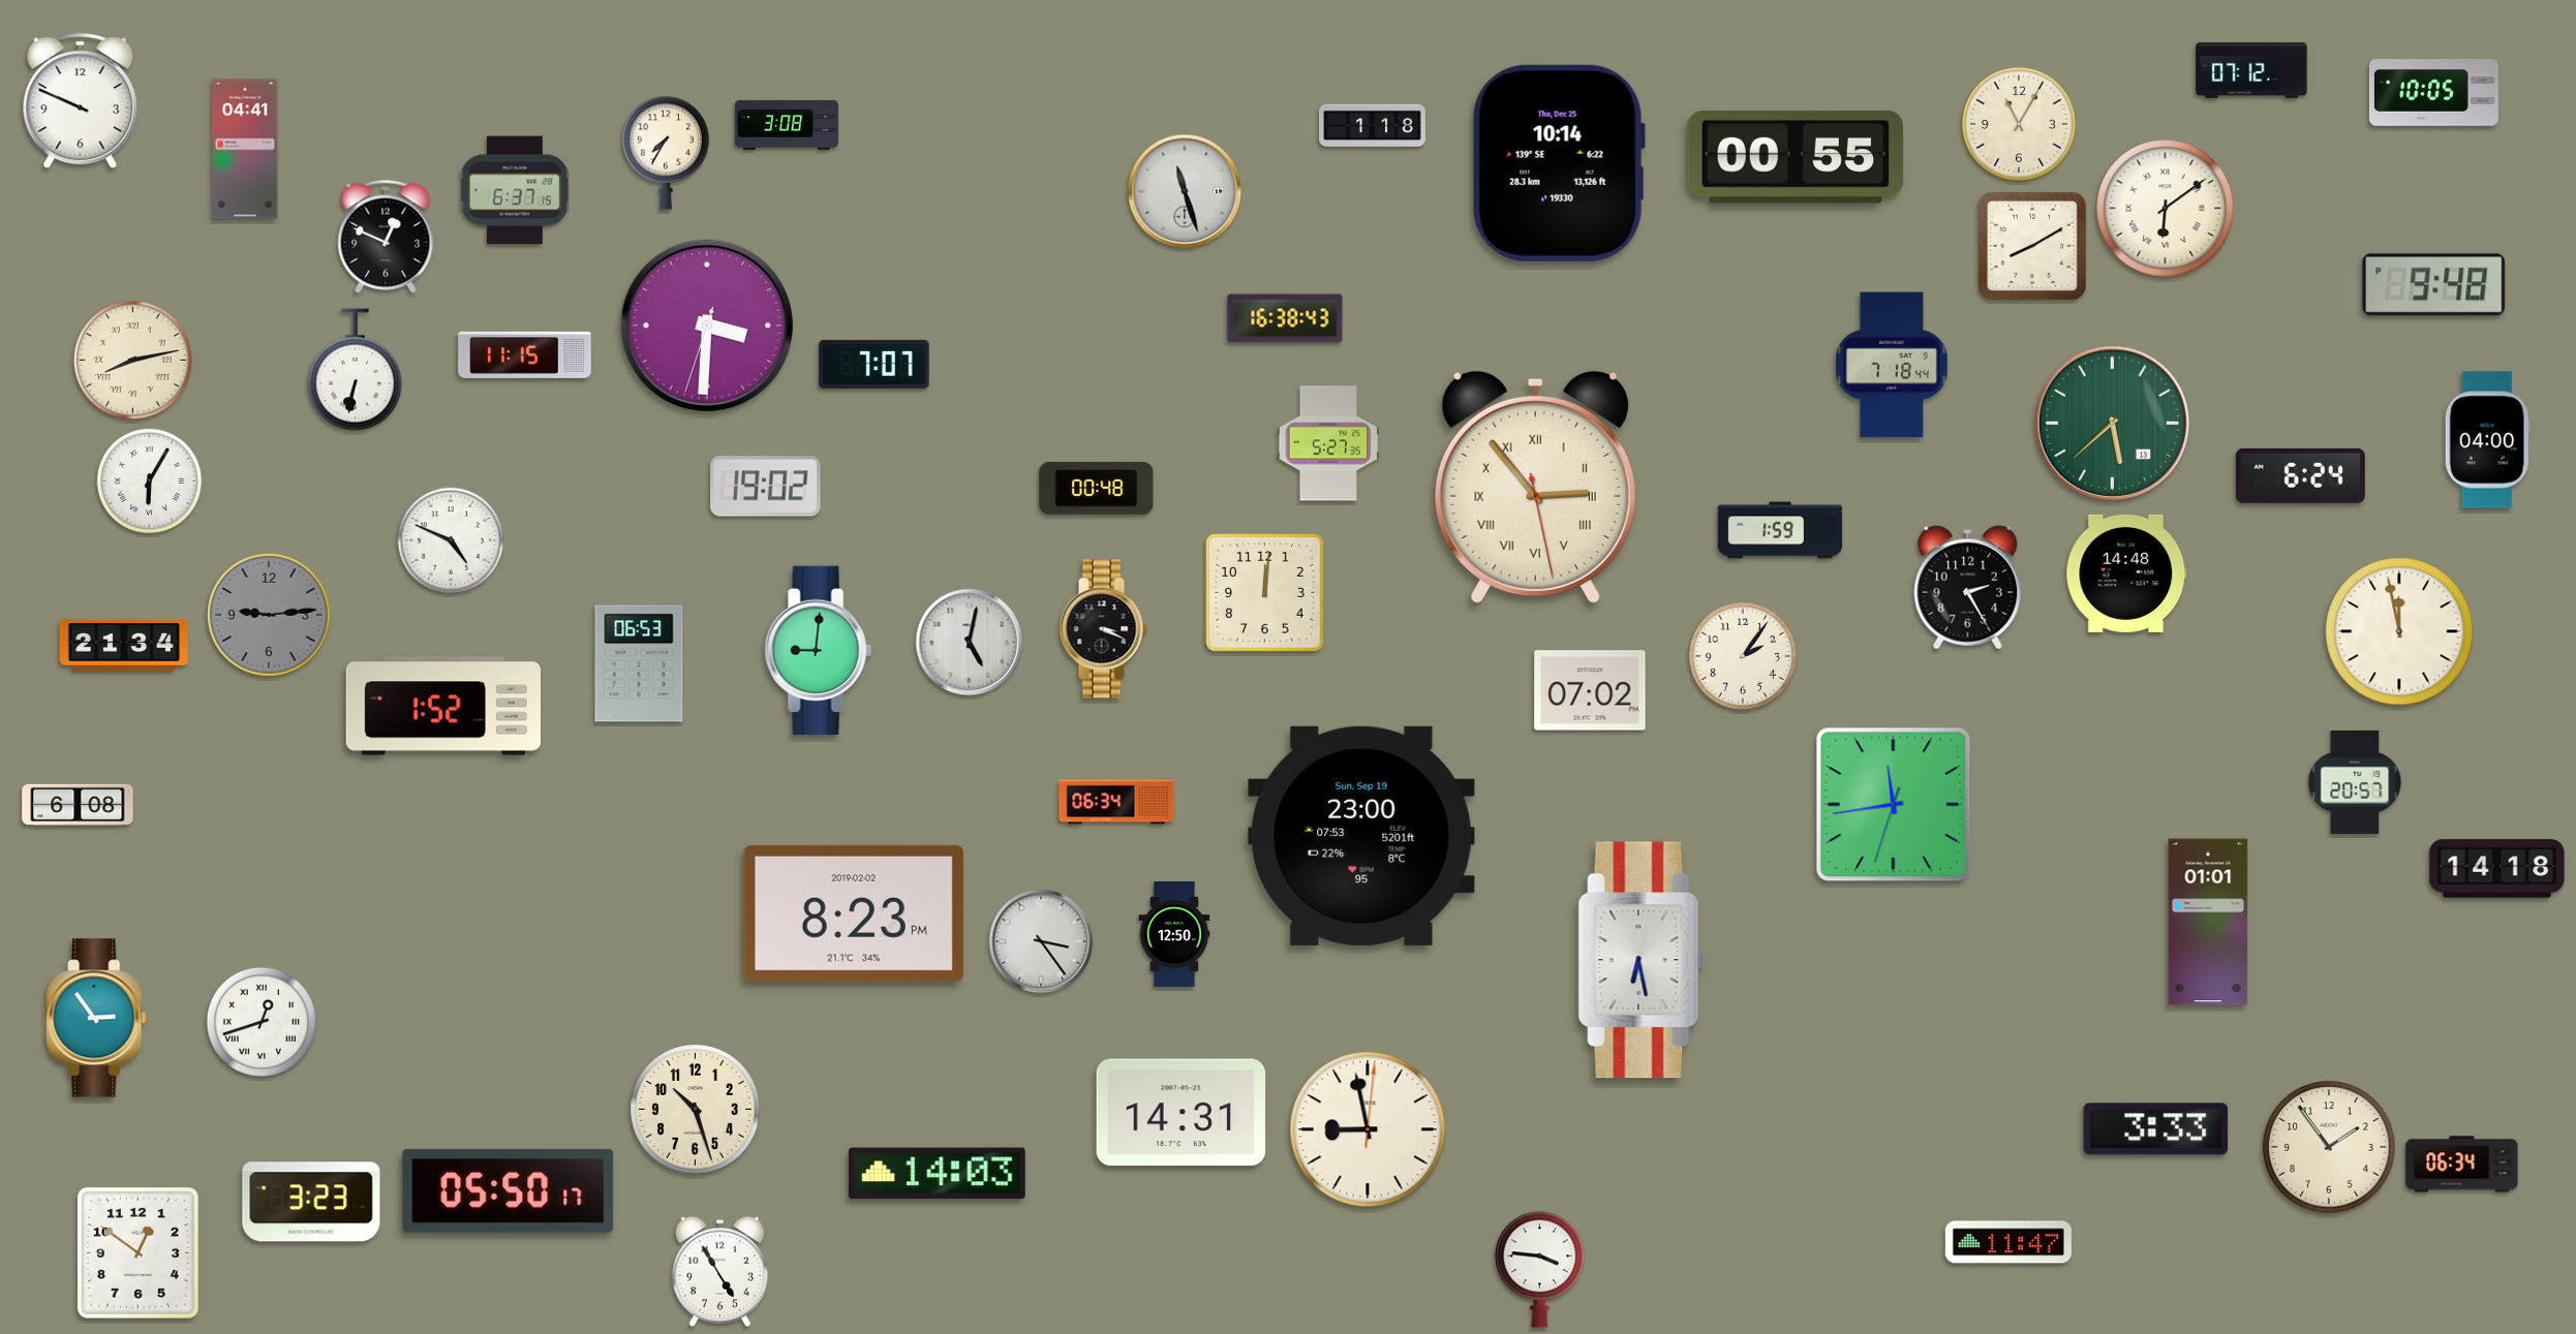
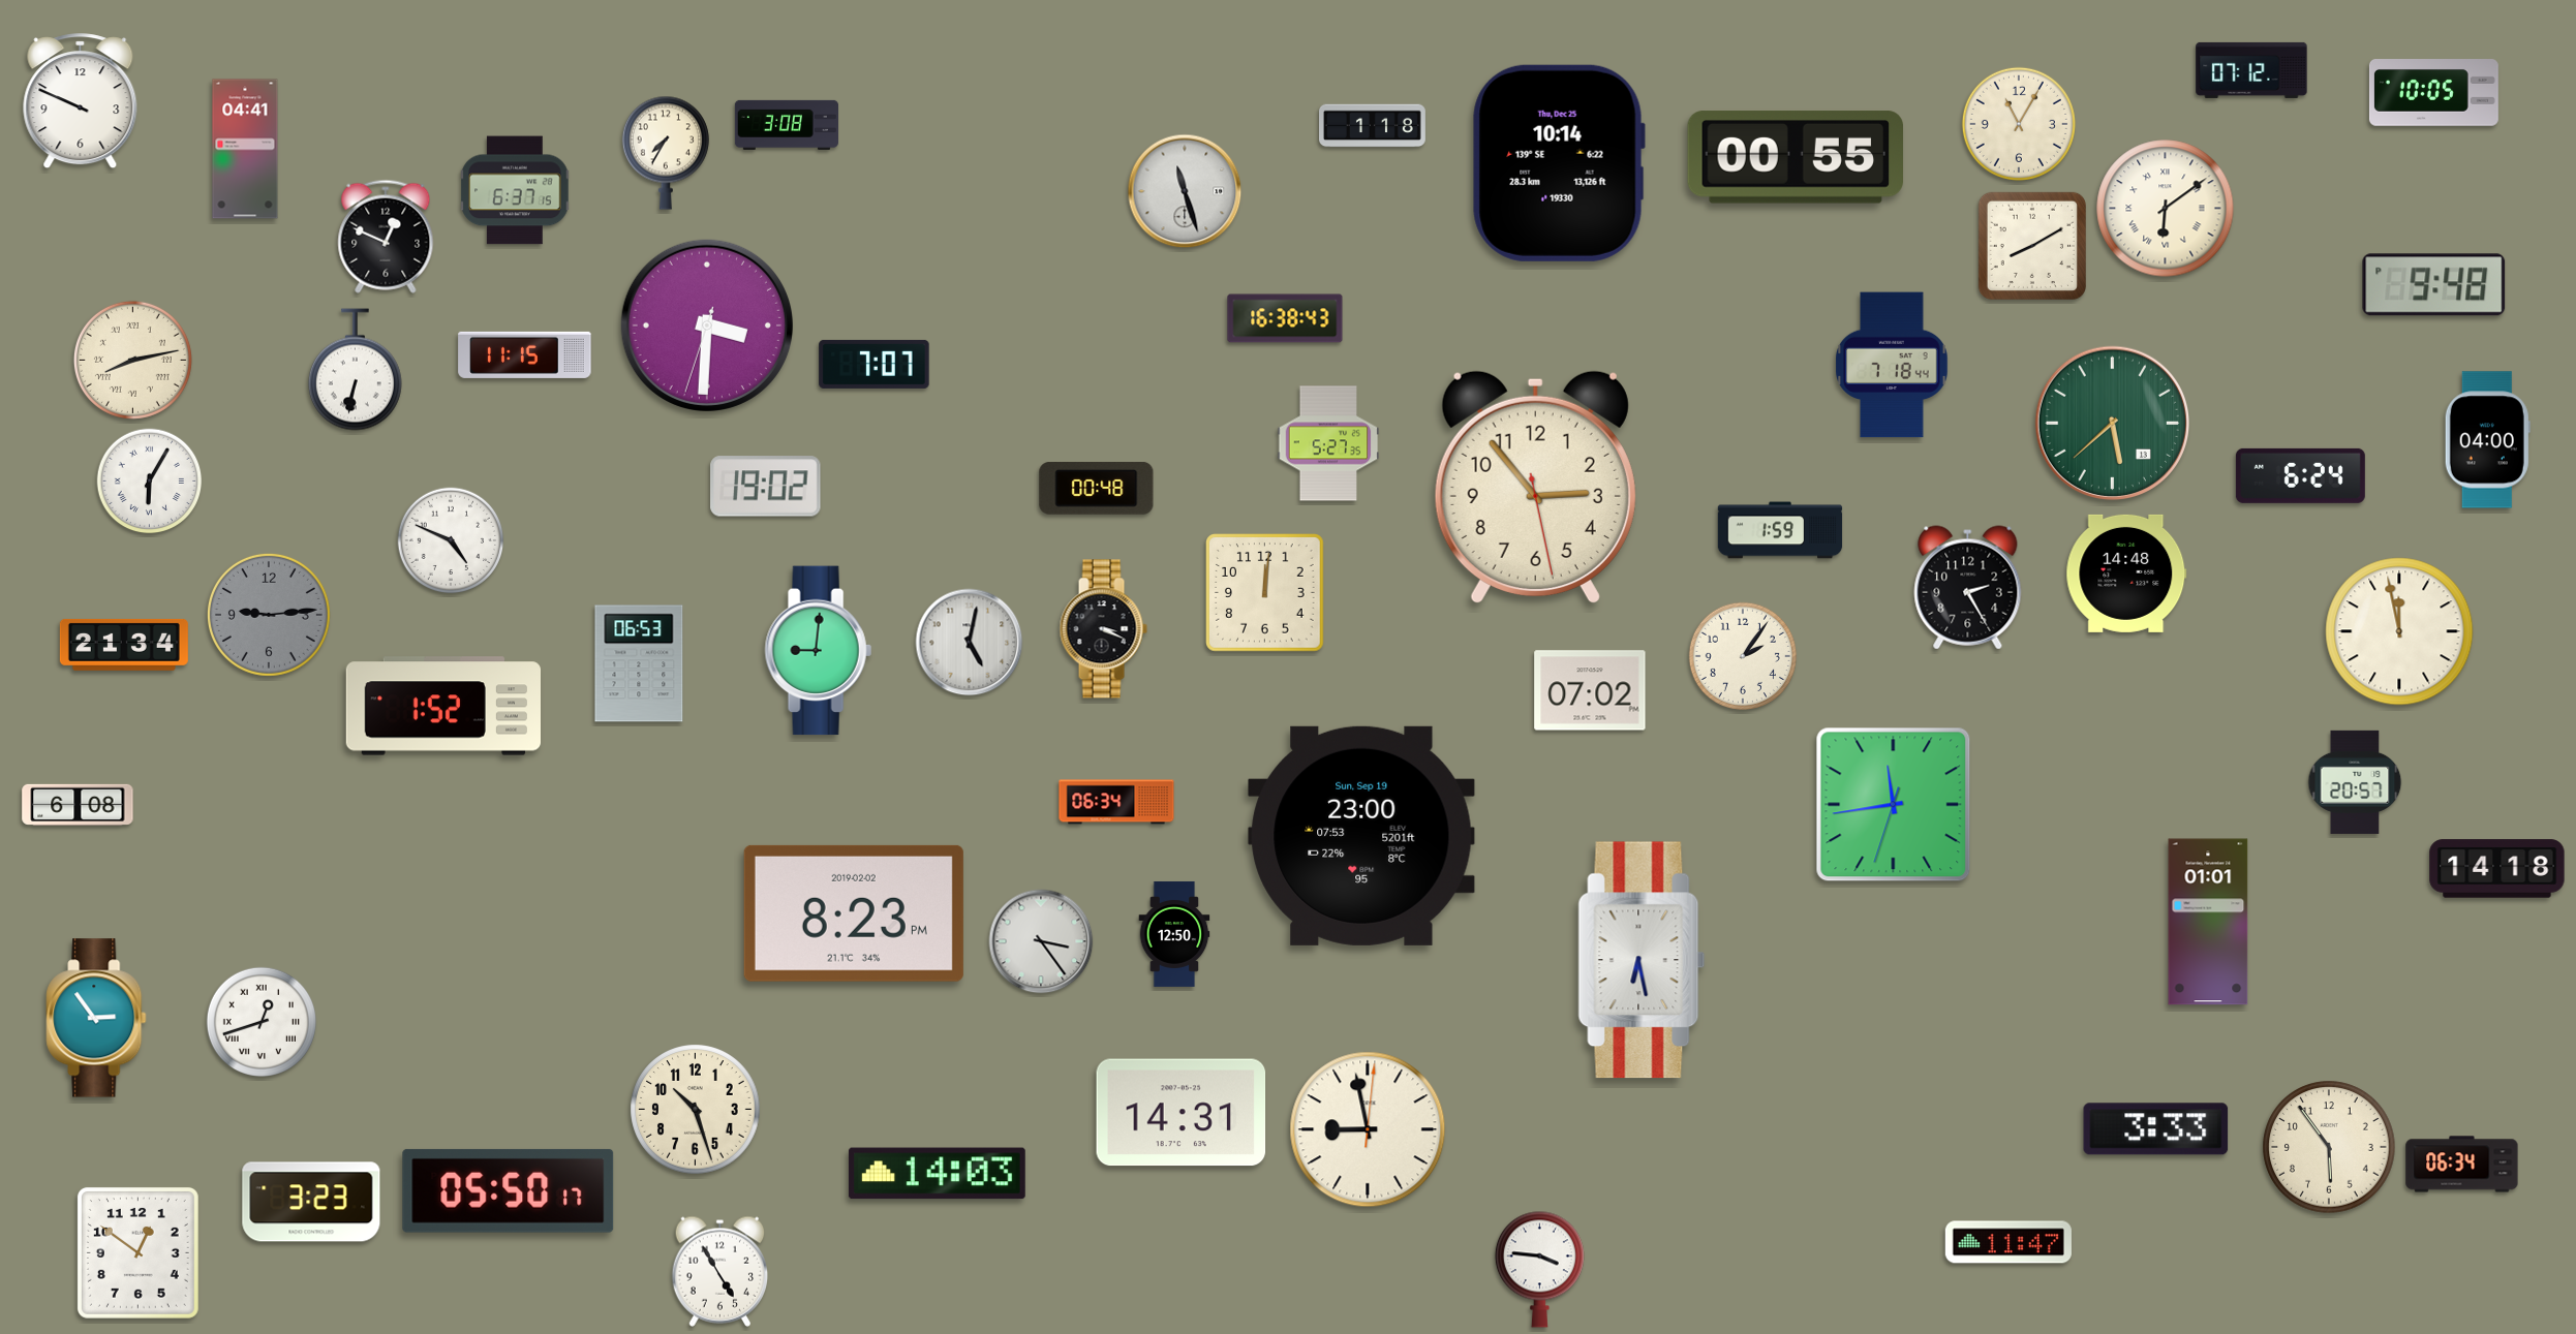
clock at (1535, 487) numerals: Roman -> Arabic
clock at (2329, 1147): 1:54 -> 5:54
